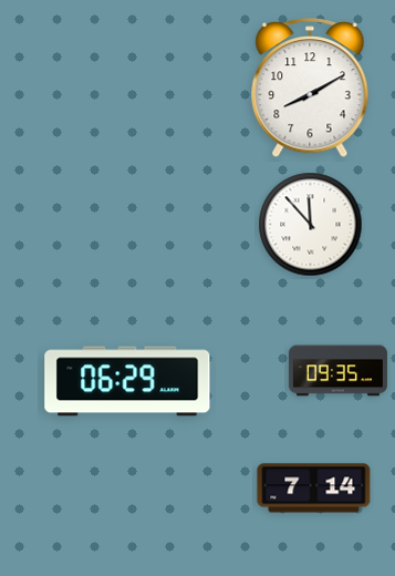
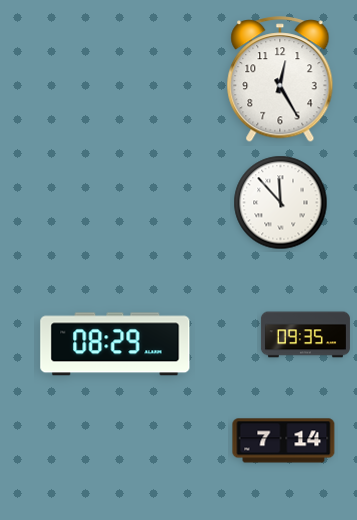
clock at (310, 89): 8:10 -> 12:25
clock at (127, 381): 06:29 -> 08:29
